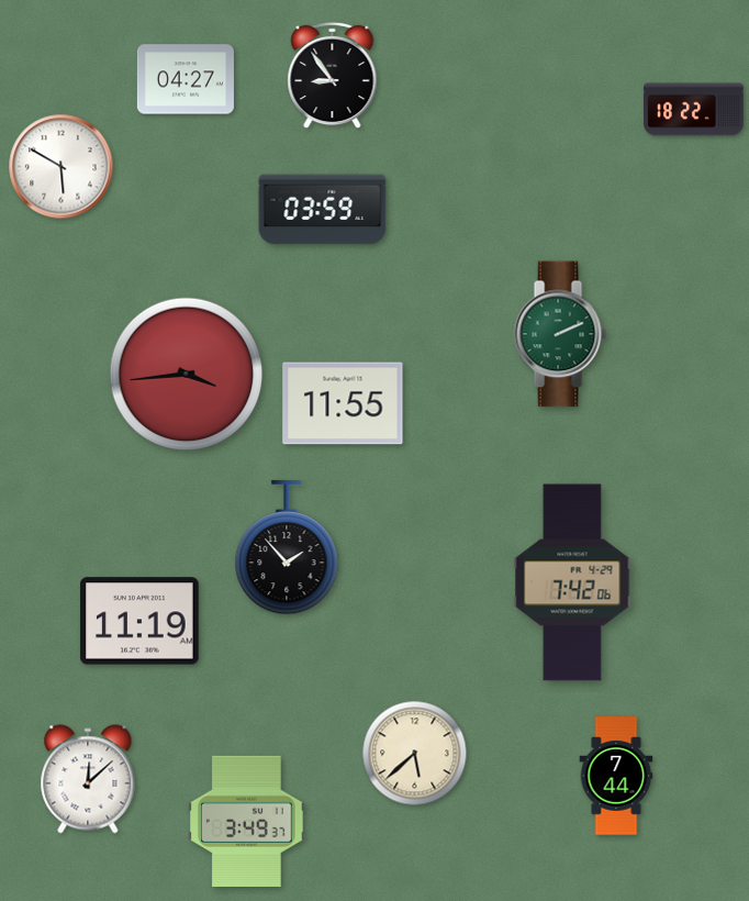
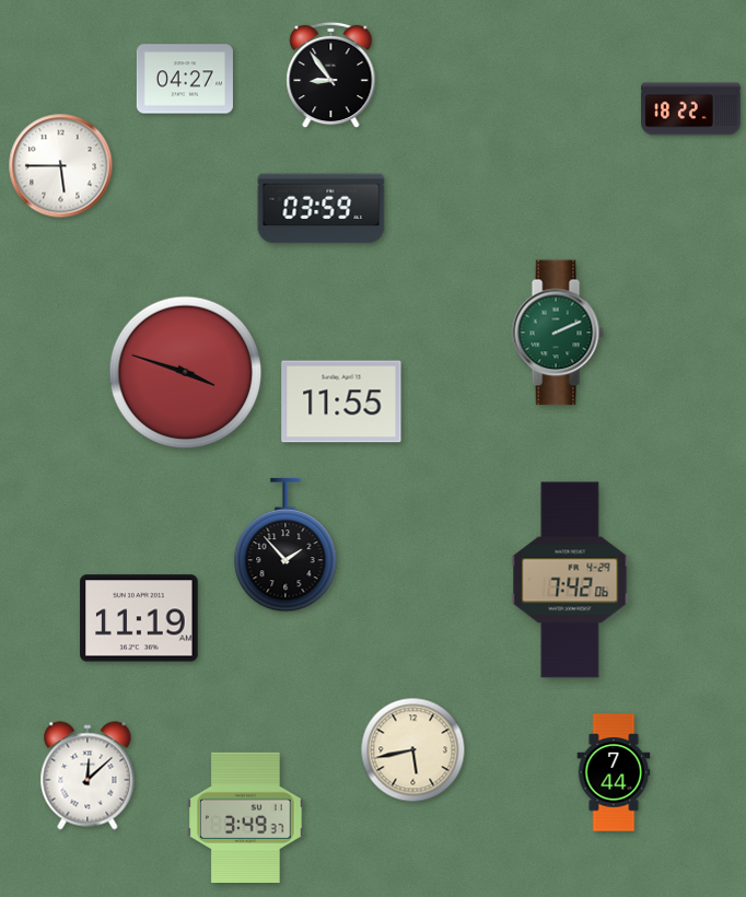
clock at (62, 167): 5:50 -> 5:45
clock at (187, 375): 3:44 -> 3:48
clock at (415, 754): 5:38 -> 5:43
